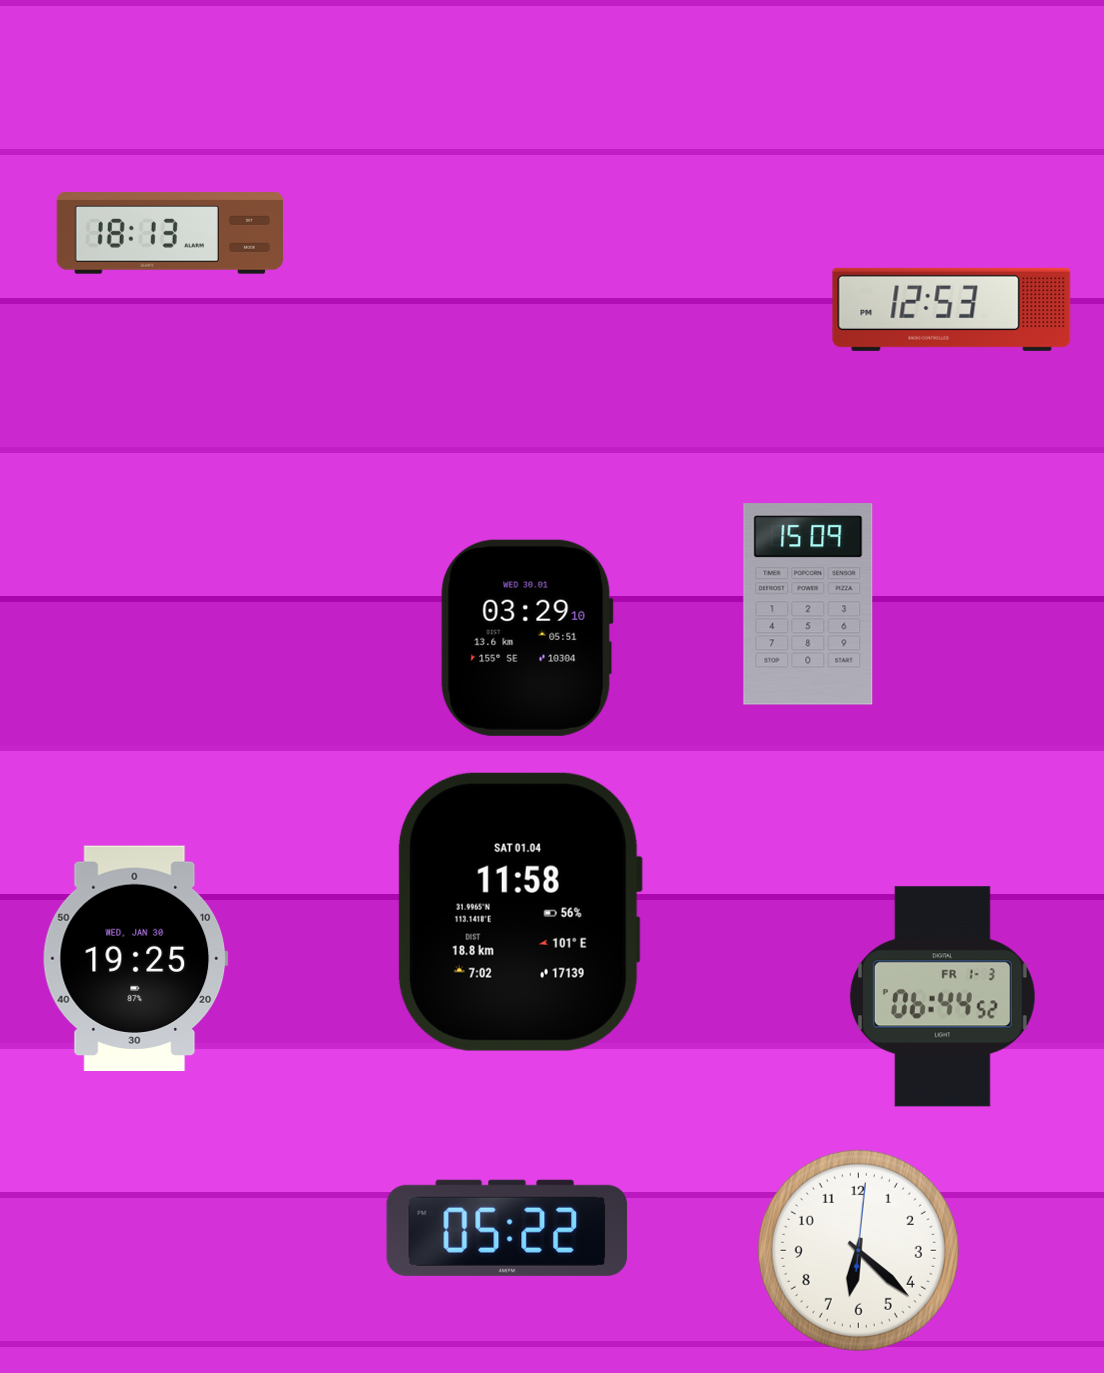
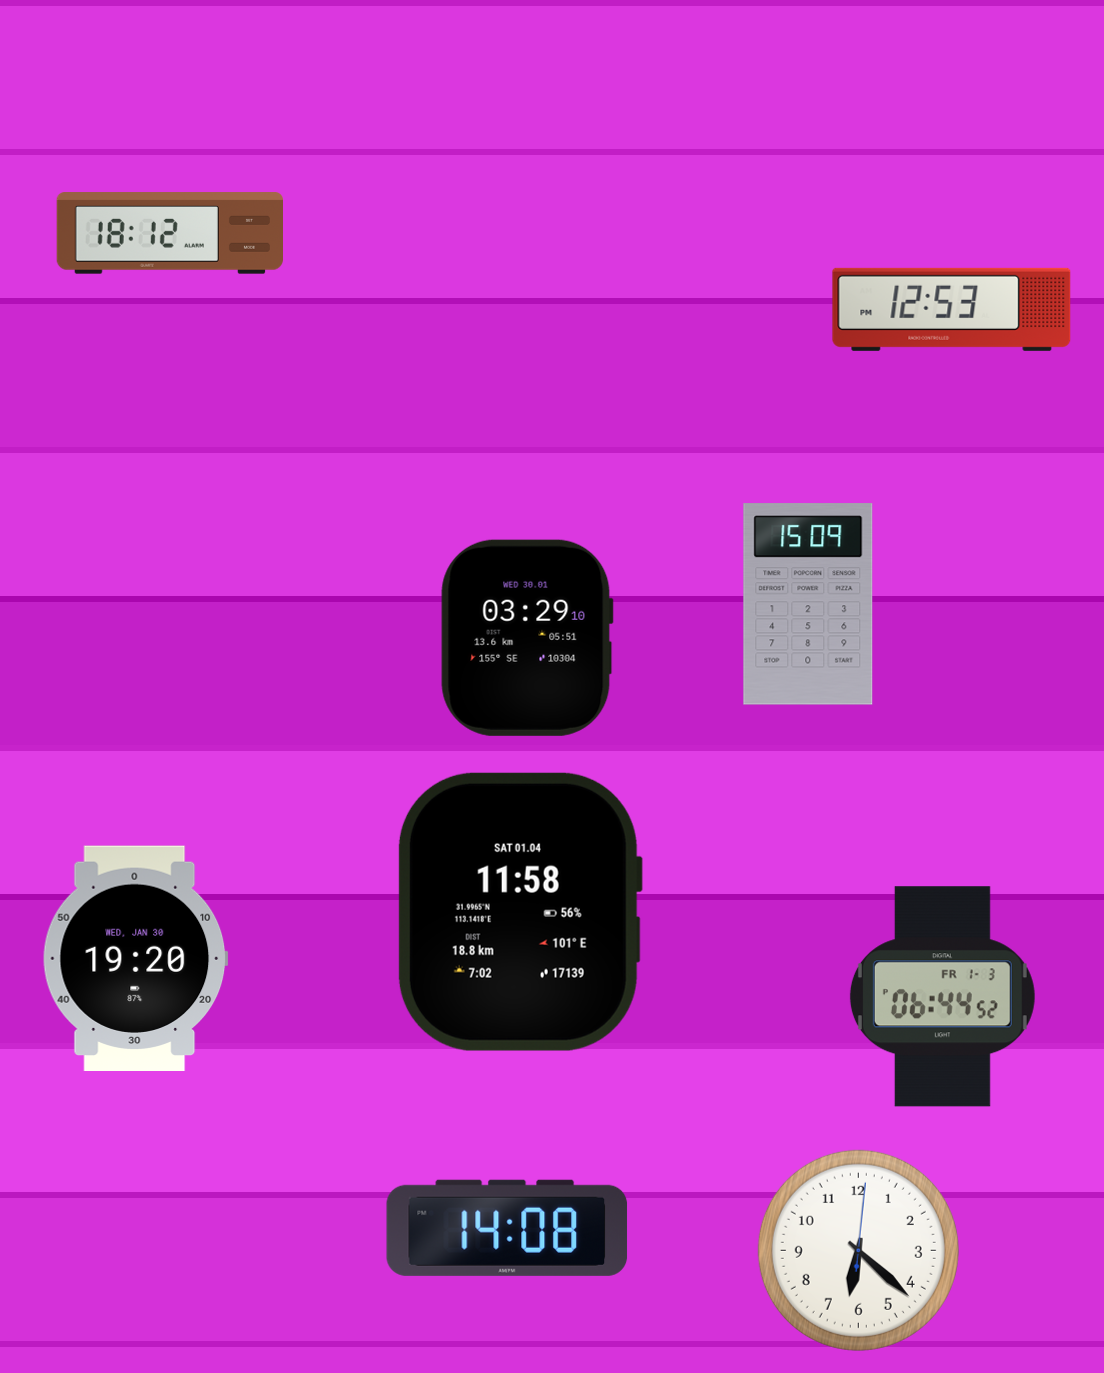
clock at (169, 233): 18:13 -> 18:12
clock at (136, 958): 19:25 -> 19:20
clock at (507, 1228): 05:22 -> 14:08
